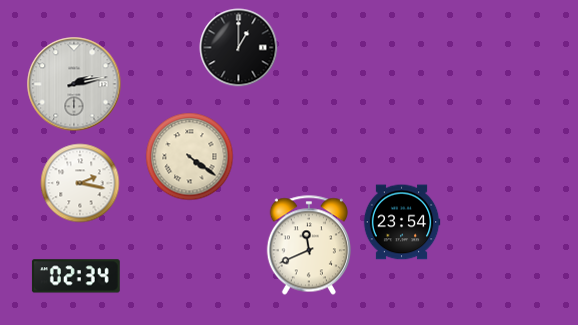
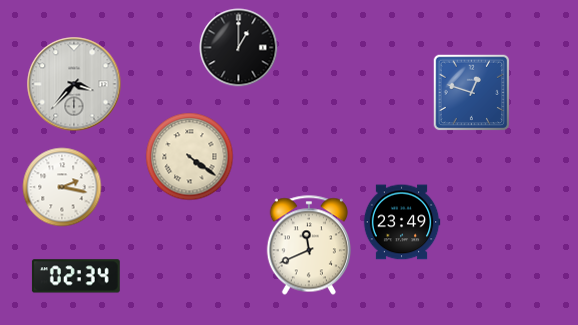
clock at (74, 84): 2:13 -> 3:37
clock at (471, 92): none -> 12:48
clock at (80, 183) position: (80, 183) -> (62, 187)
clock at (402, 222): 23:54 -> 23:49
